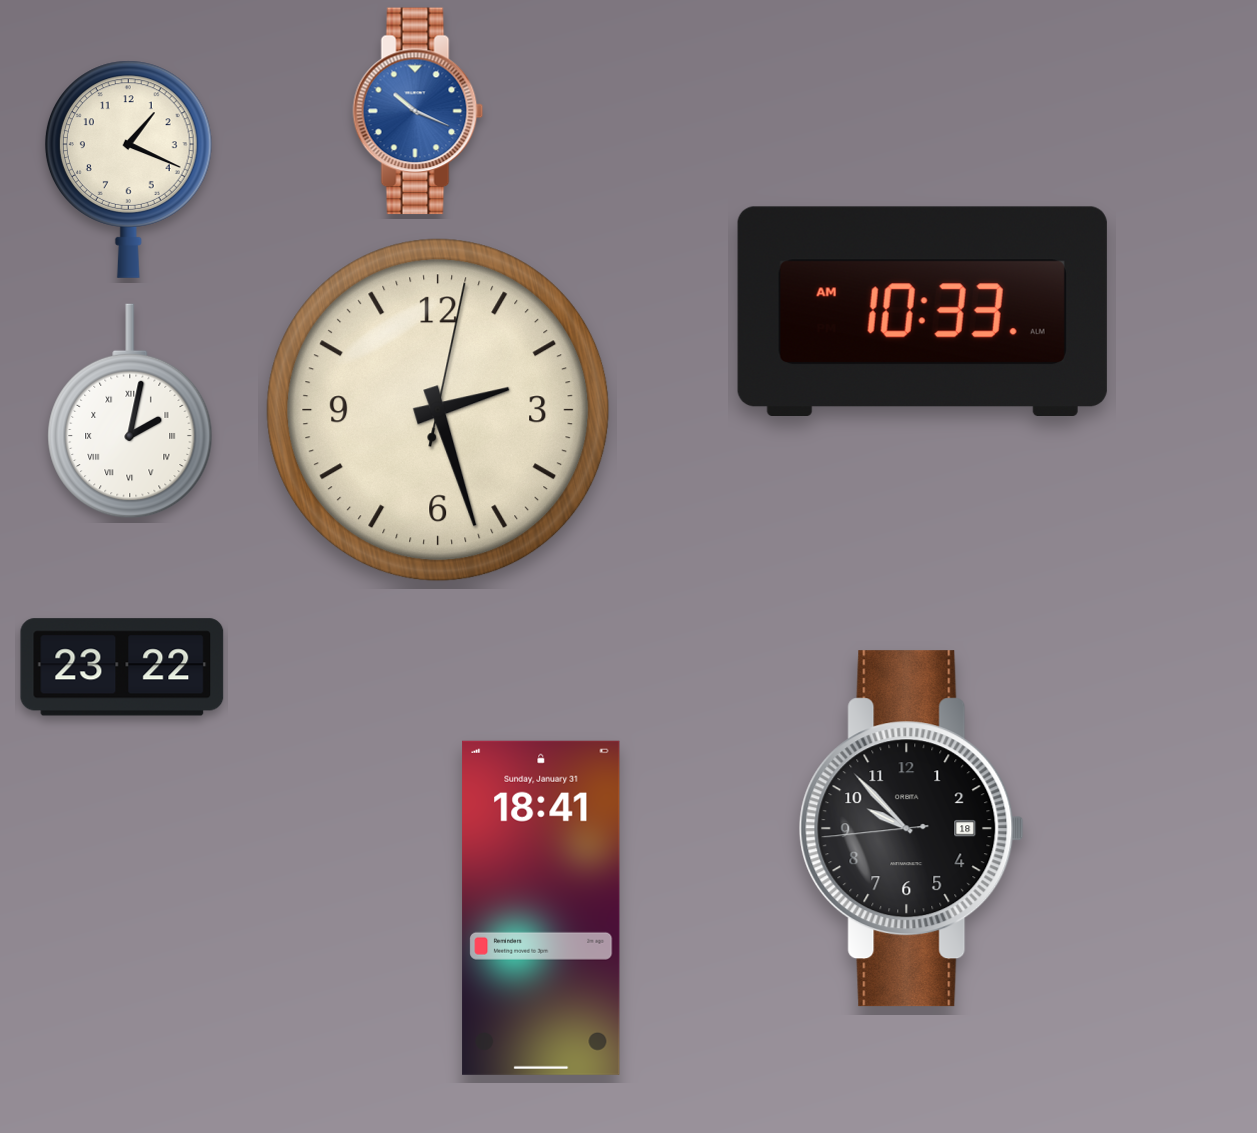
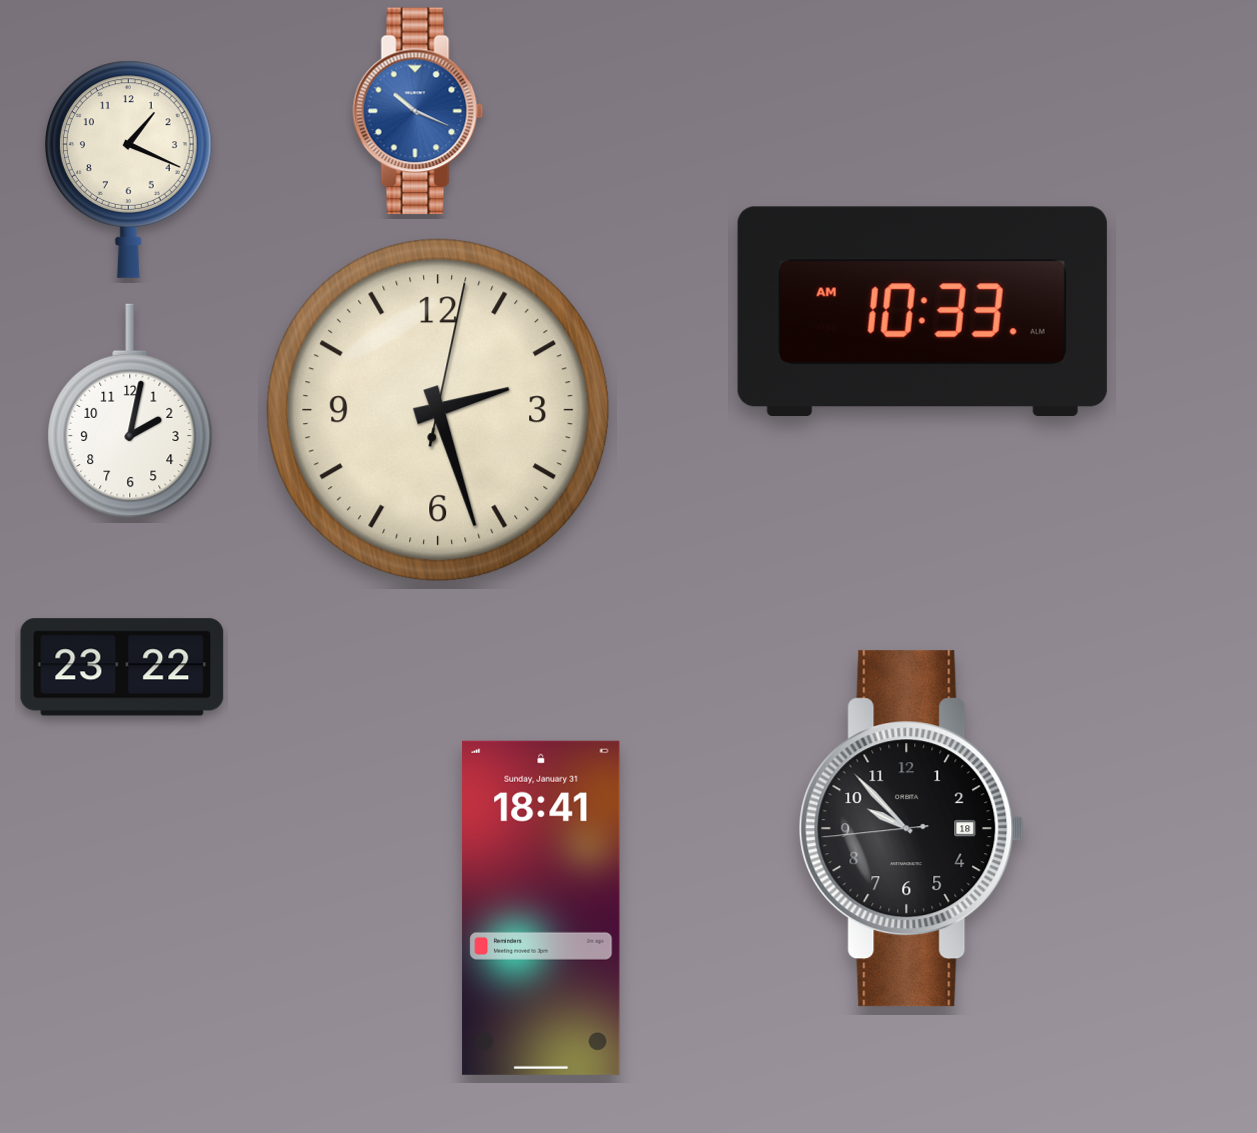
clock at (130, 411) numerals: Roman -> Arabic
